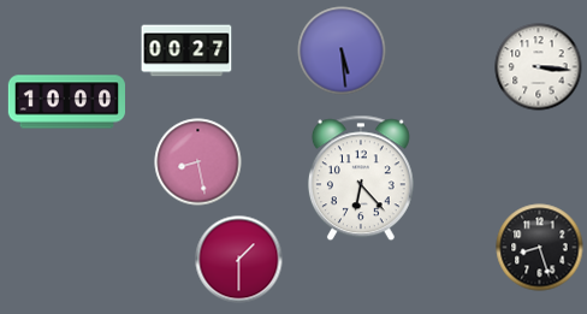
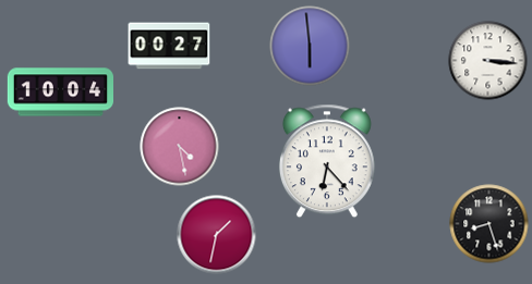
clock at (342, 51): 5:29 -> 5:59
clock at (66, 102): 10:00 -> 10:04
clock at (198, 162): 8:28 -> 4:28
clock at (239, 260): 1:30 -> 1:32
